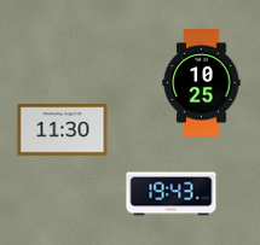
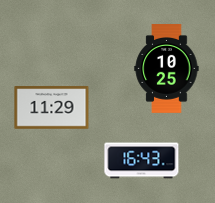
clock at (63, 130): 11:30 -> 11:29
clock at (172, 194): 19:43 -> 16:43
